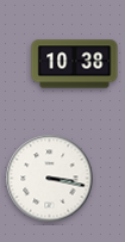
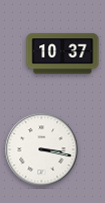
clock at (75, 64): 10:38 -> 10:37
